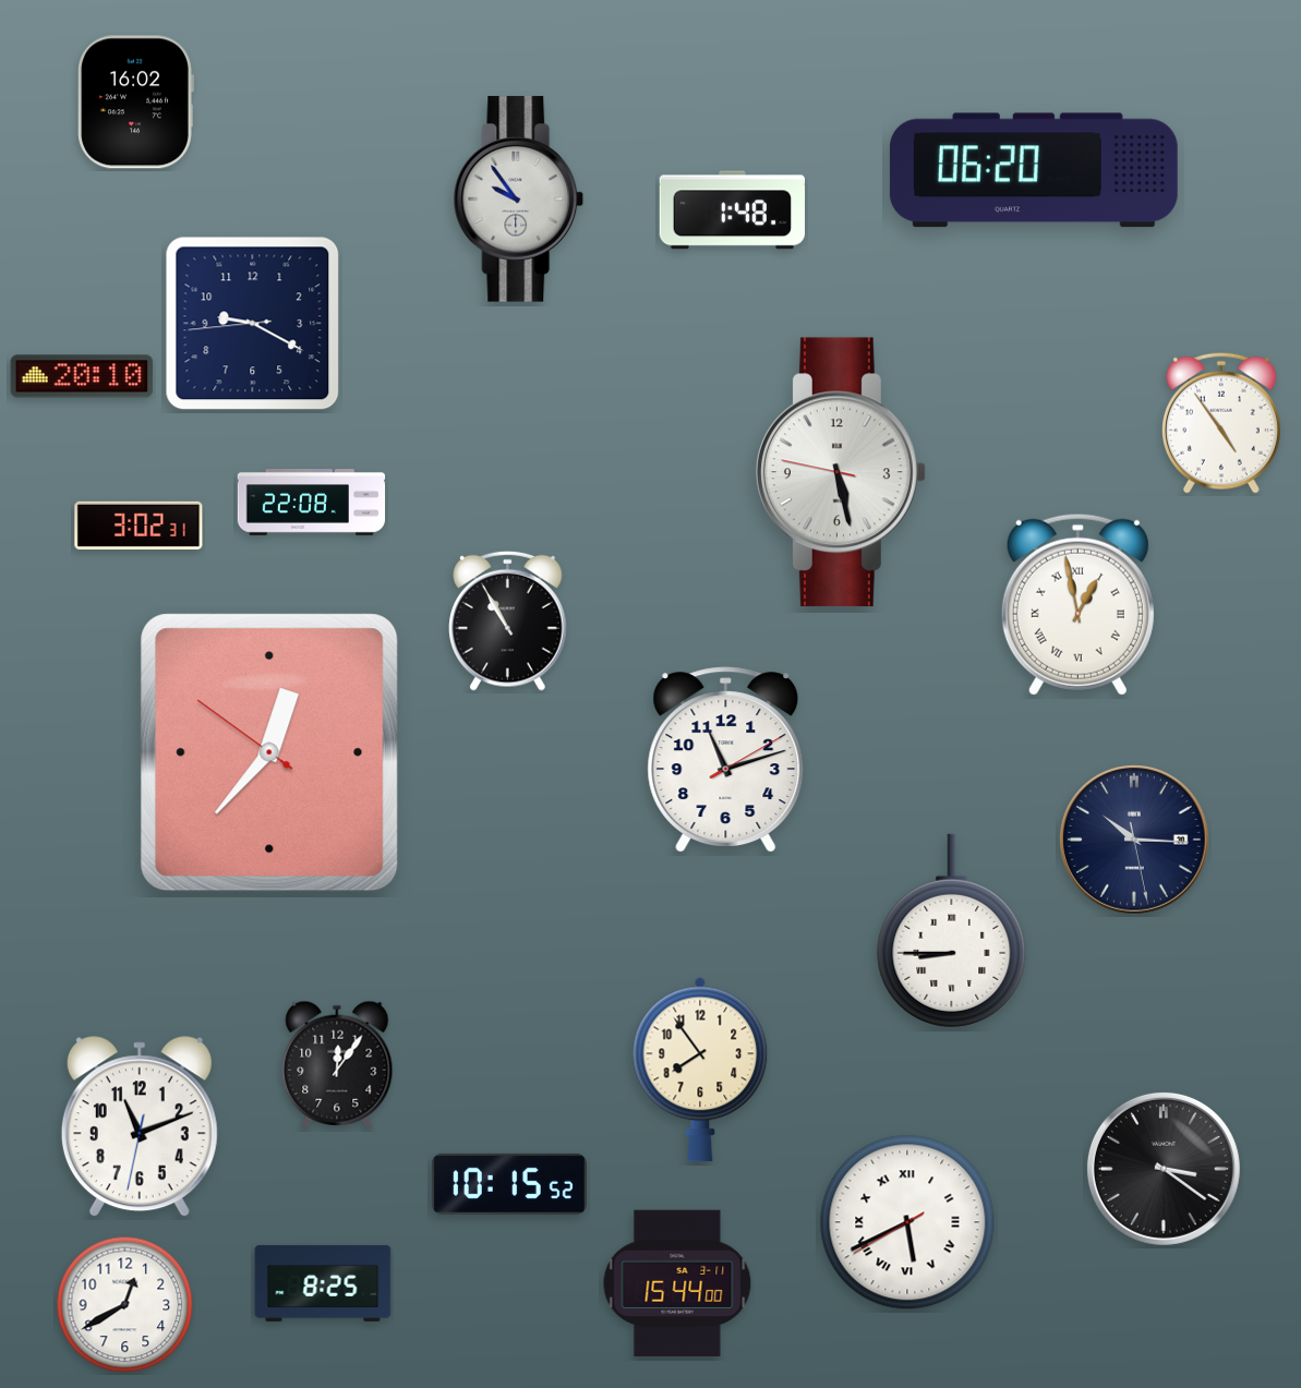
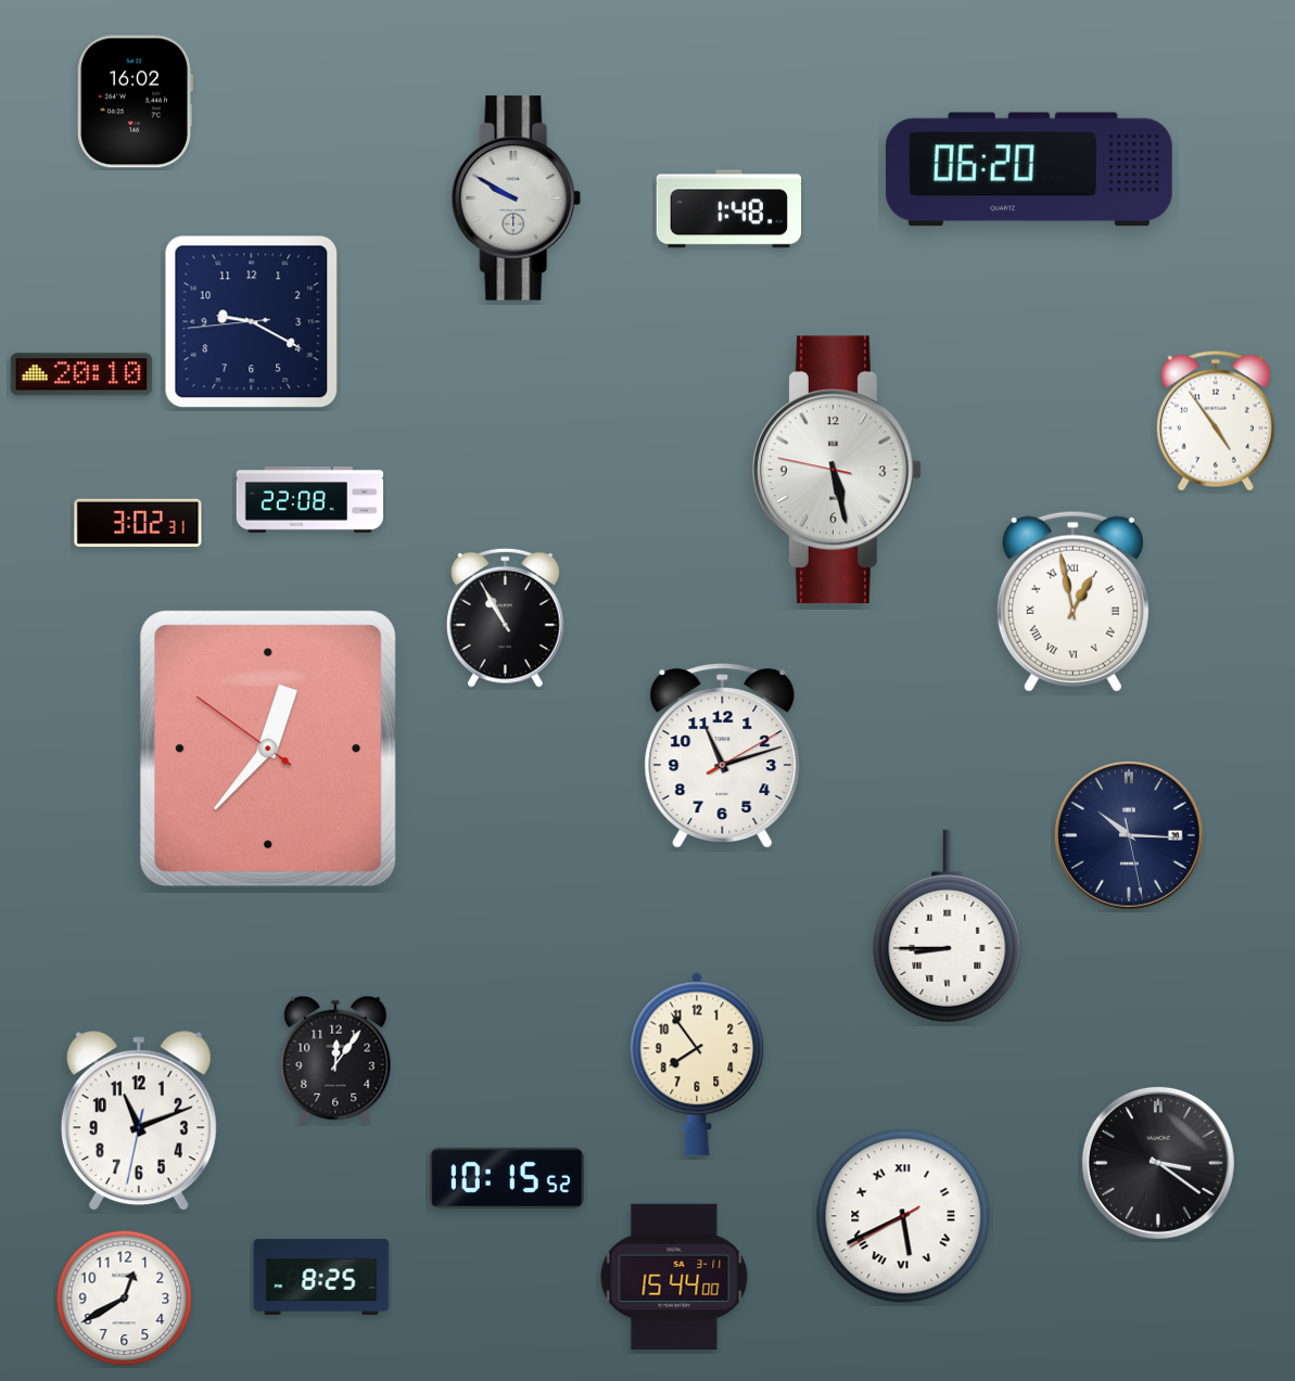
clock at (519, 200): 9:54 -> 9:50
